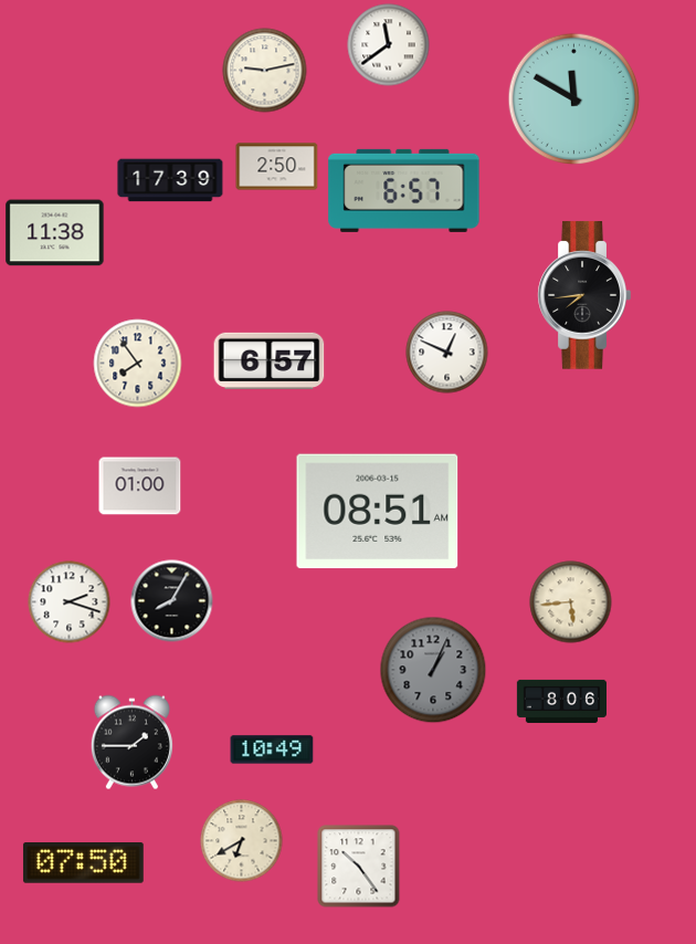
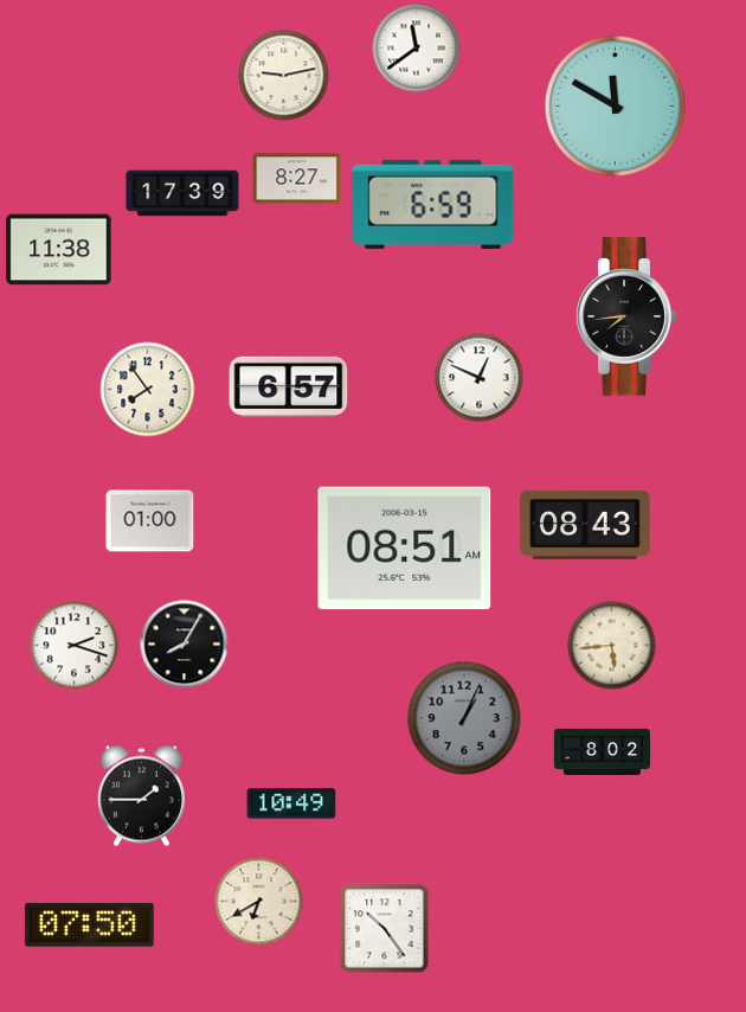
clock at (277, 167): 2:50 -> 8:27
clock at (404, 190): 6:57 -> 6:59
clock at (585, 525): none -> 08:43
clock at (561, 701): 8:06 -> 8:02
